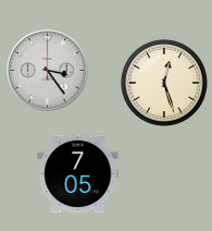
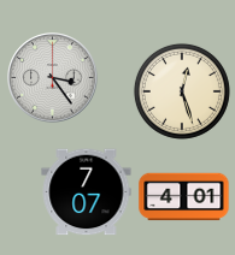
clock at (78, 174): 7:05 -> 7:07
clock at (184, 197): none -> 4:01
